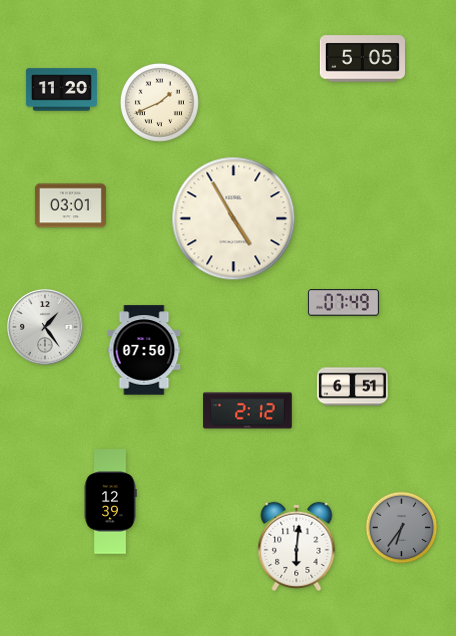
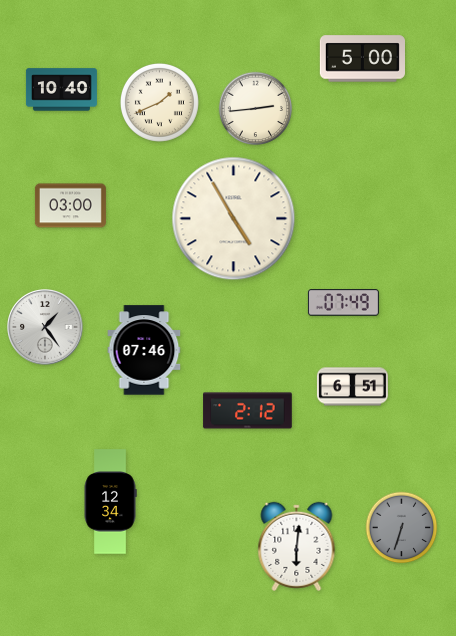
clock at (362, 59): 5:05 -> 5:00
clock at (61, 90): 11:20 -> 10:40
clock at (256, 109): none -> 2:44
clock at (70, 206): 03:01 -> 03:00
clock at (144, 350): 07:50 -> 07:46
clock at (110, 502): 12:39 -> 12:34
clock at (402, 528): 6:36 -> 6:33
